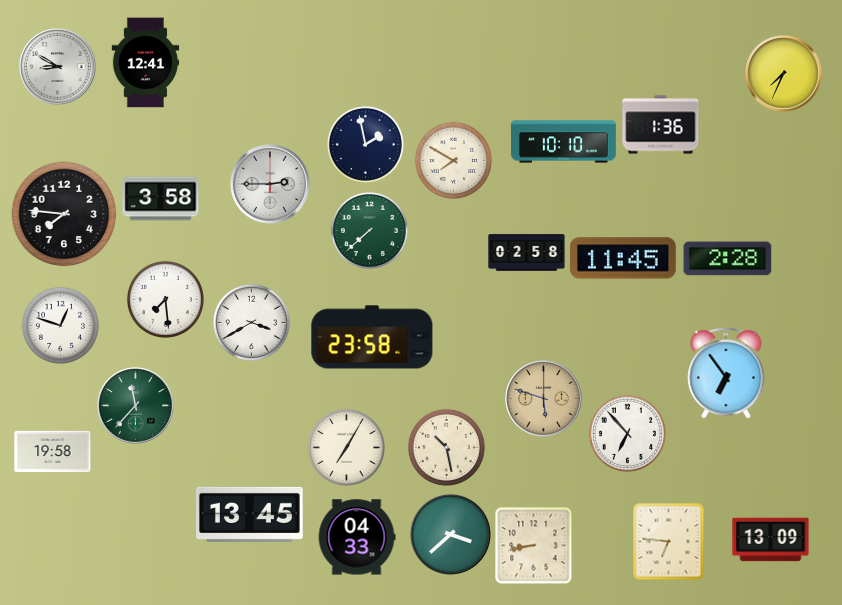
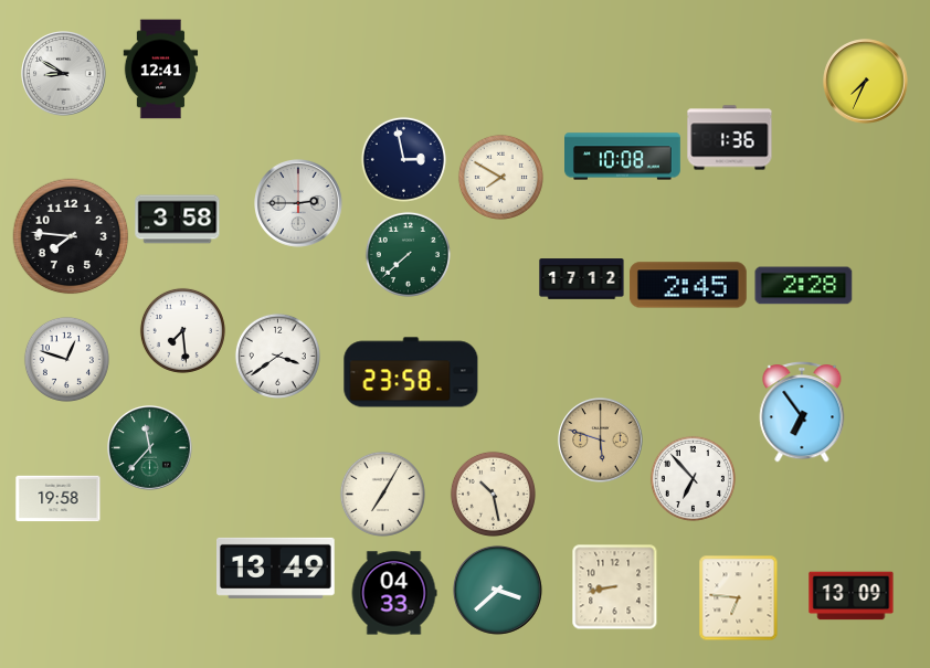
clock at (564, 142): 10:10 -> 10:08
clock at (365, 144): 1:58 -> 2:58
clock at (527, 253): 02:58 -> 17:12
clock at (623, 258): 11:45 -> 2:45
clock at (251, 322): 3:40 -> 3:39
clock at (250, 514): 13:45 -> 13:49
clock at (533, 545) position: (533, 545) -> (614, 586)
